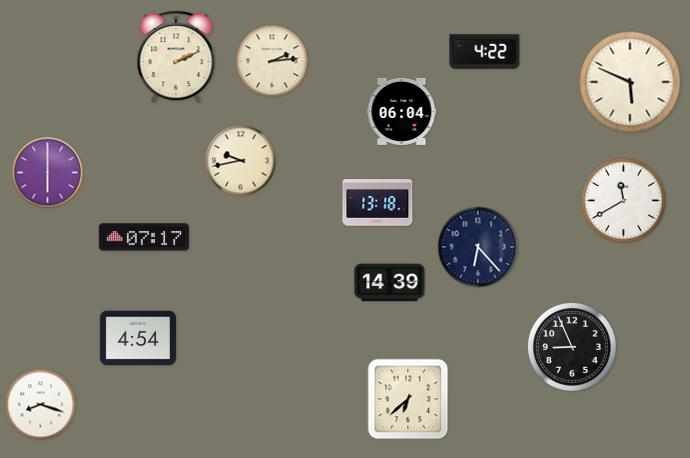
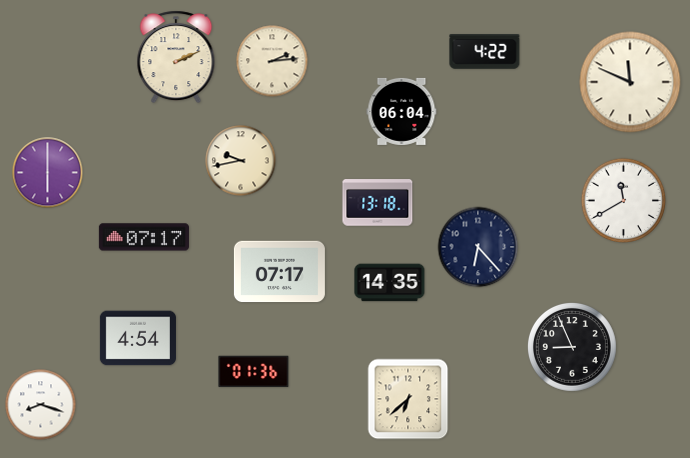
clock at (630, 82): 5:49 -> 11:49
clock at (279, 272): none -> 07:17
clock at (390, 283): 14:39 -> 14:35
clock at (254, 372): none -> 01:36
